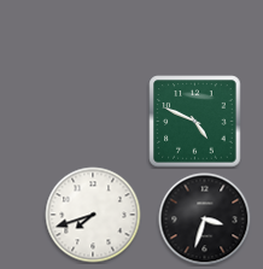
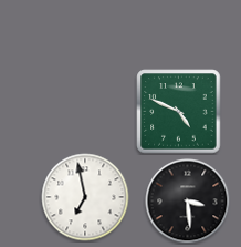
clock at (93, 215): 7:42 -> 6:58
clock at (205, 220): 3:33 -> 3:29
